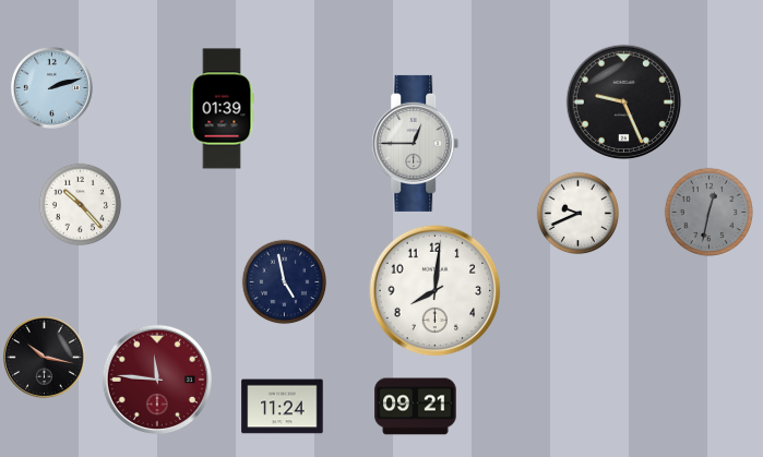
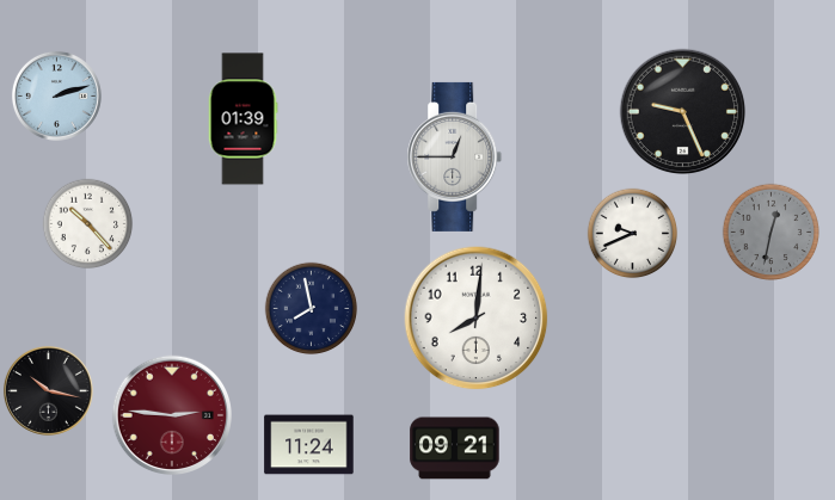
clock at (708, 212) position: (708, 212) -> (770, 232)
clock at (285, 282): 4:58 -> 7:58
clock at (156, 378): 11:46 -> 2:46
clock at (416, 407) position: (416, 407) -> (455, 449)
